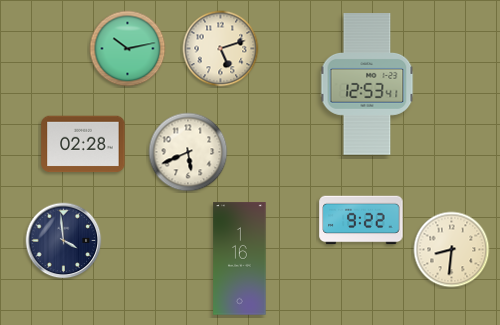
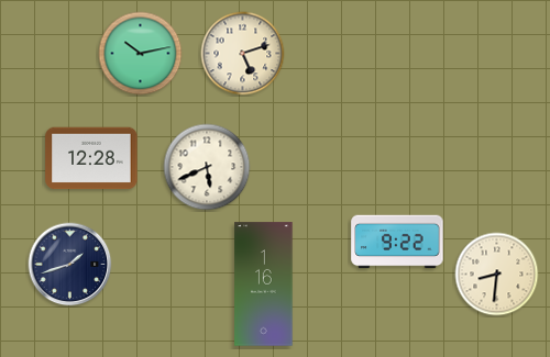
clock at (367, 84): 12:53 -> none
clock at (83, 144): 02:28 -> 12:28
clock at (64, 241): 3:59 -> 1:42
